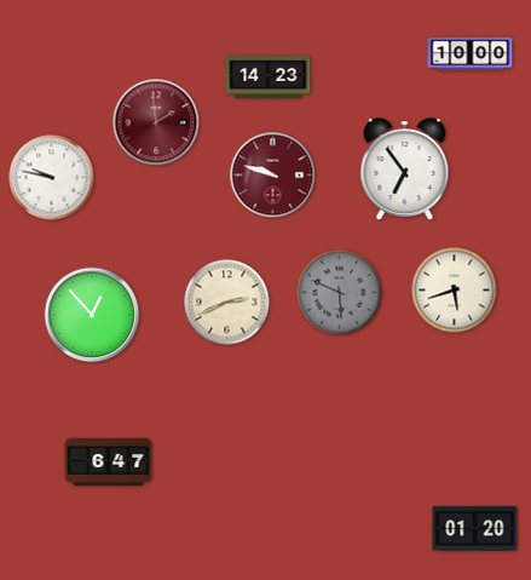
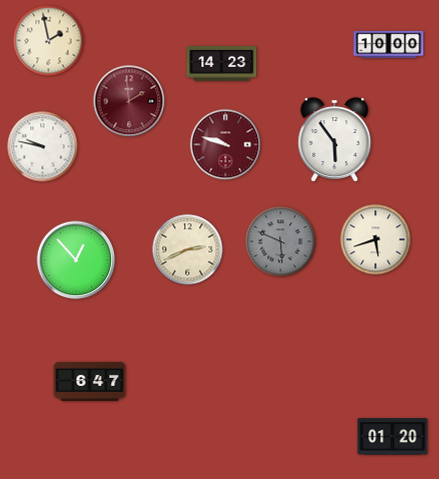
clock at (49, 41): none -> 1:58
clock at (405, 168): 6:54 -> 5:54
